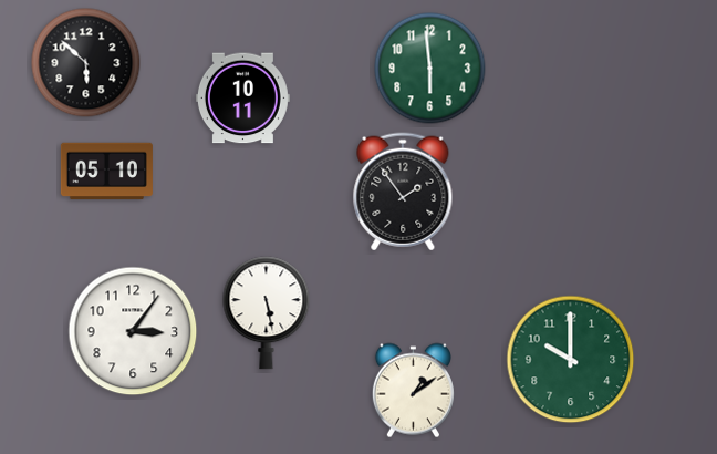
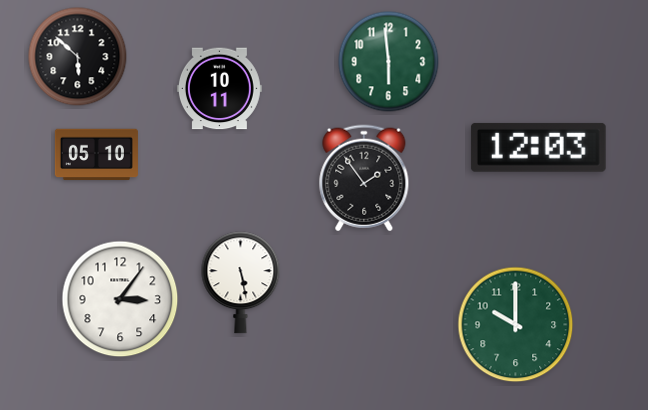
clock at (538, 147): none -> 12:03
clock at (403, 192) position: (403, 192) -> (364, 178)
clock at (413, 391): 1:09 -> none
